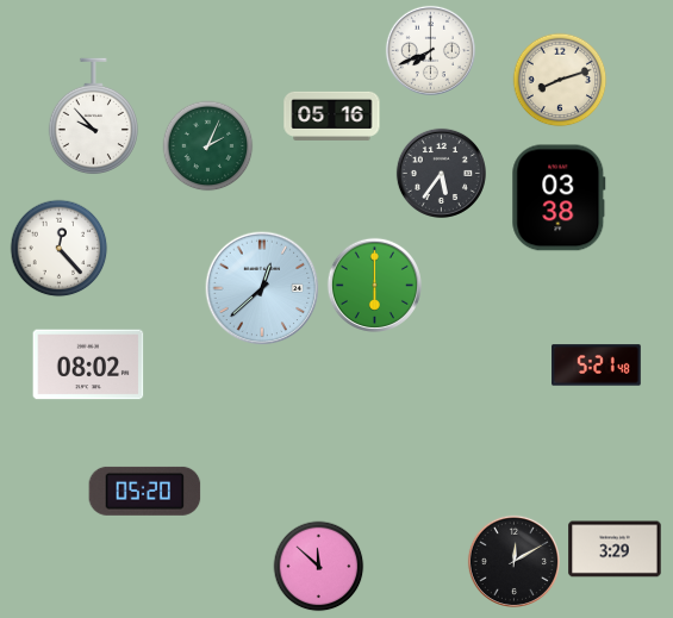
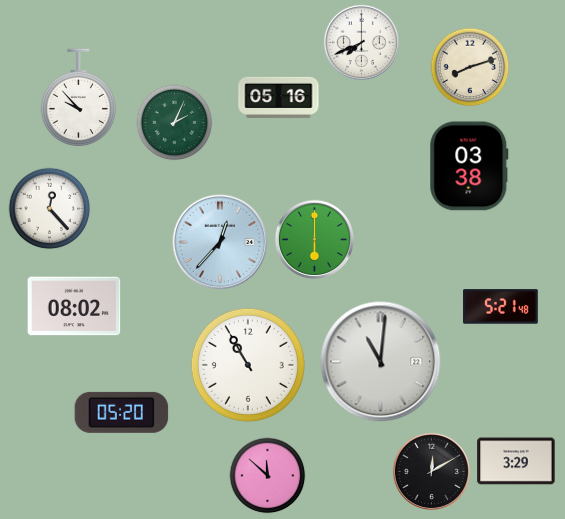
clock at (441, 173): 5:36 -> none
clock at (262, 288): 12:38 -> 12:37
clock at (381, 362): none -> 11:01
clock at (248, 365): none -> 10:55
